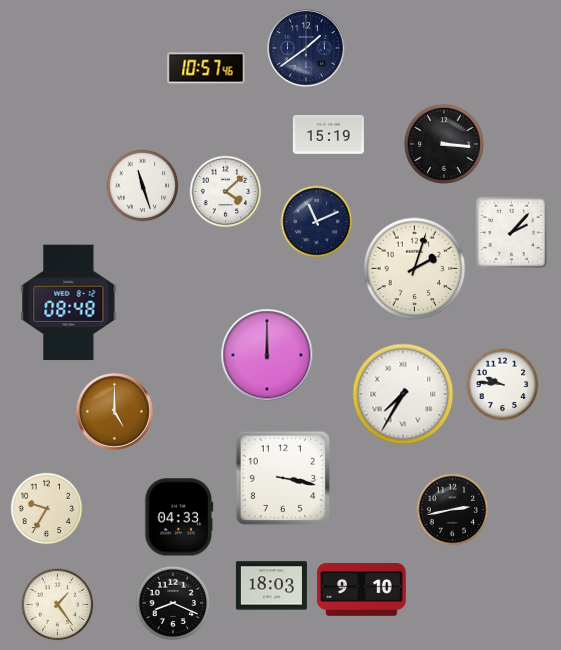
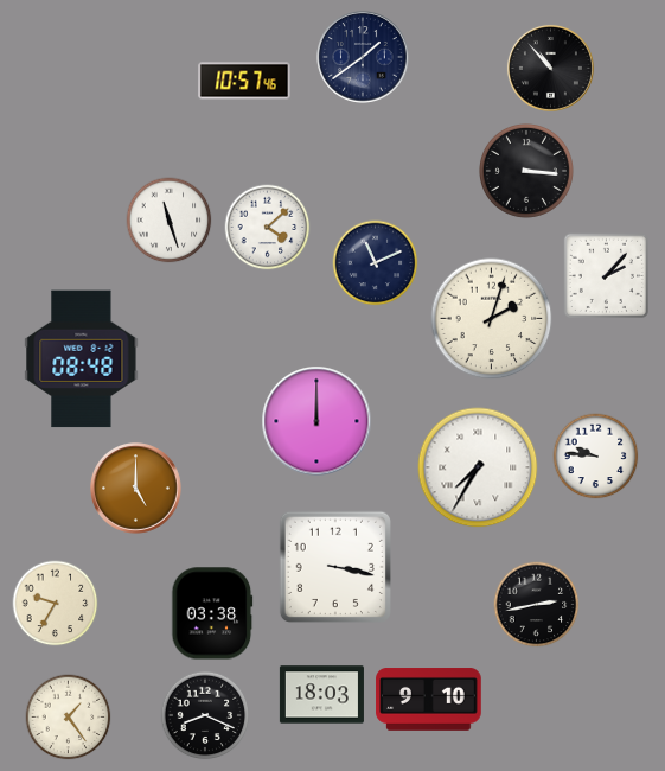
clock at (550, 68): none -> 10:53
clock at (328, 135): 15:19 -> none
clock at (179, 517): 04:33 -> 03:38
